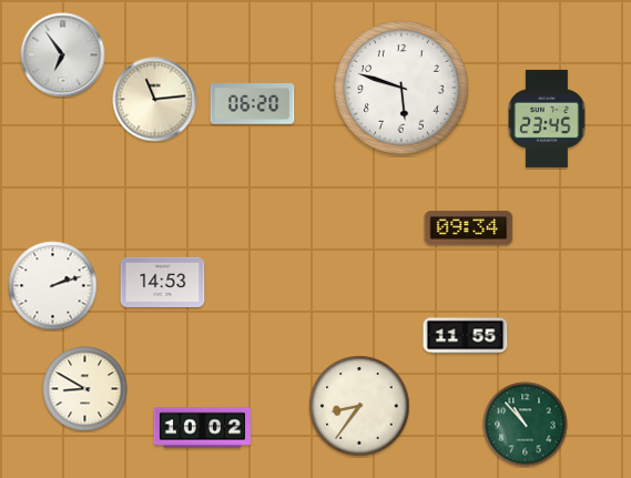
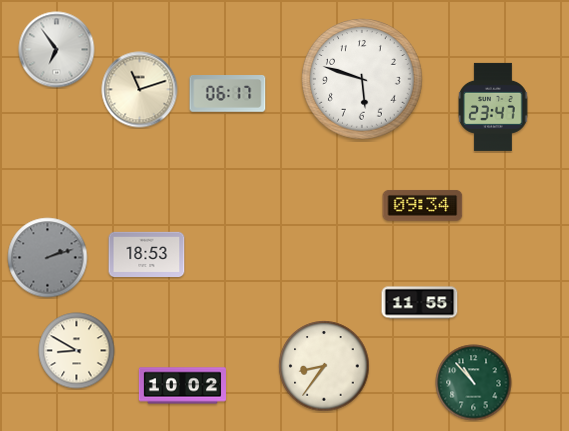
clock at (155, 100): 11:14 -> 11:12
clock at (253, 104): 06:20 -> 06:17
clock at (547, 119): 23:45 -> 23:47
clock at (163, 282): 14:53 -> 18:53
clock at (53, 286) dial: white -> grey
